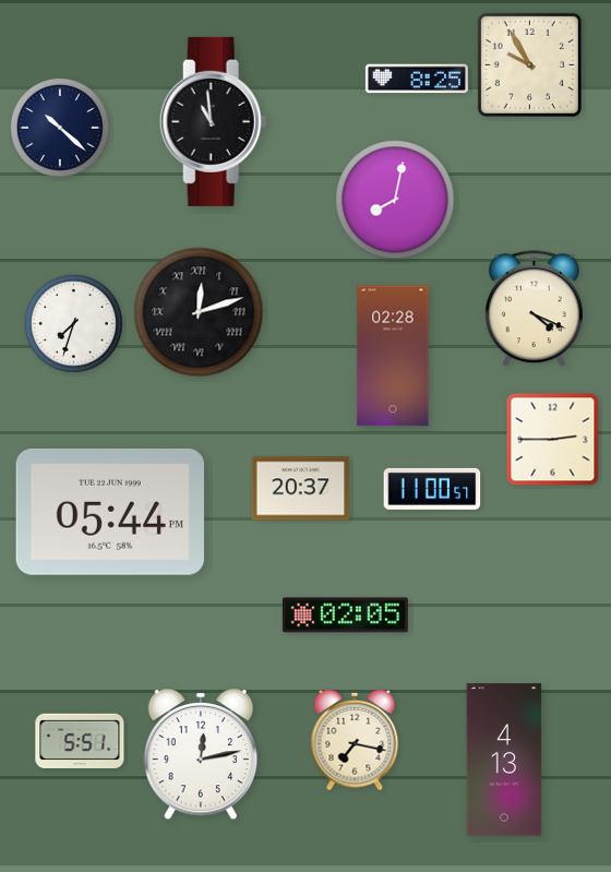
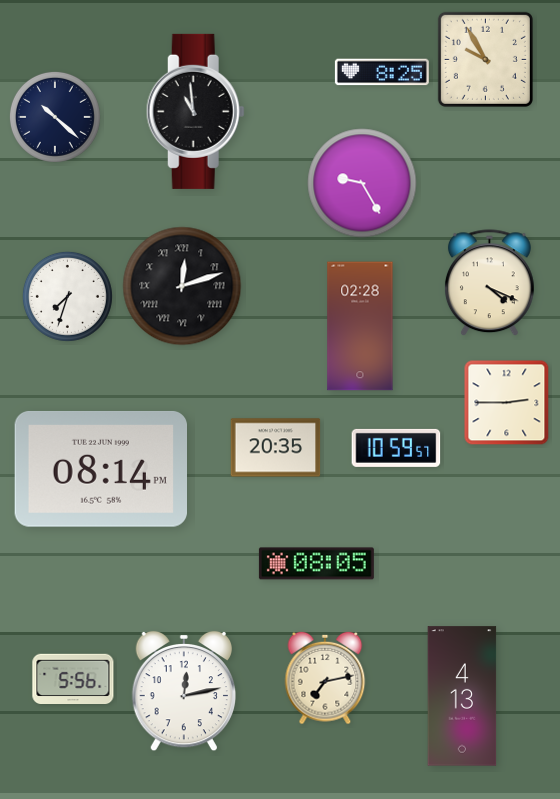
clock at (395, 200): 8:02 -> 9:25
clock at (301, 489): 20:37 -> 20:35
clock at (432, 489): 11:00 -> 10:59
clock at (109, 512): 05:44 -> 08:14
clock at (345, 616): 02:05 -> 08:05
clock at (80, 740): 5:51 -> 5:56
clock at (355, 740): 7:17 -> 7:13
